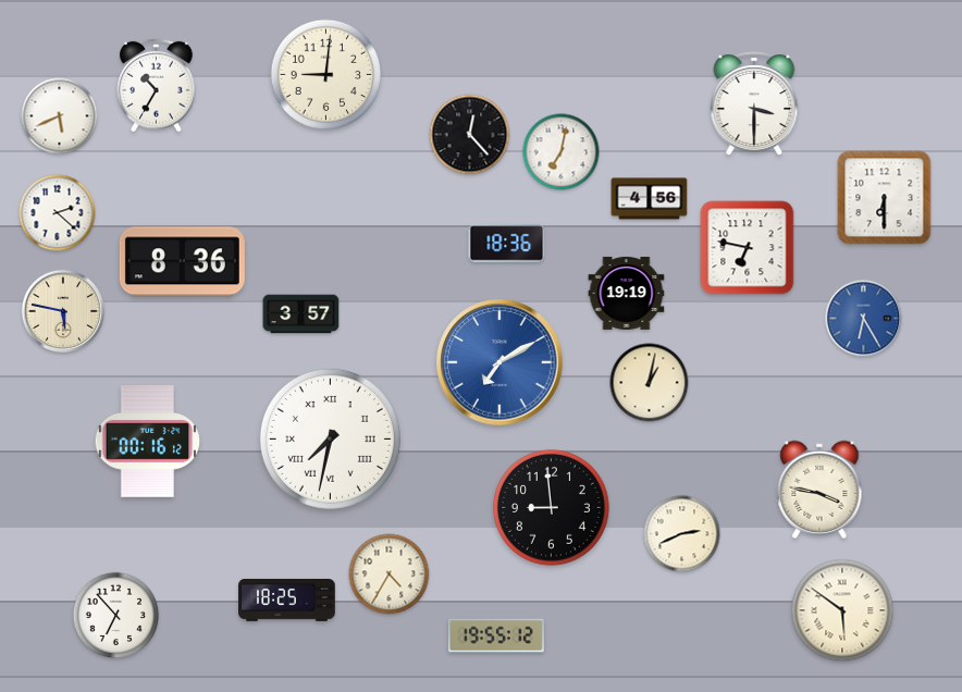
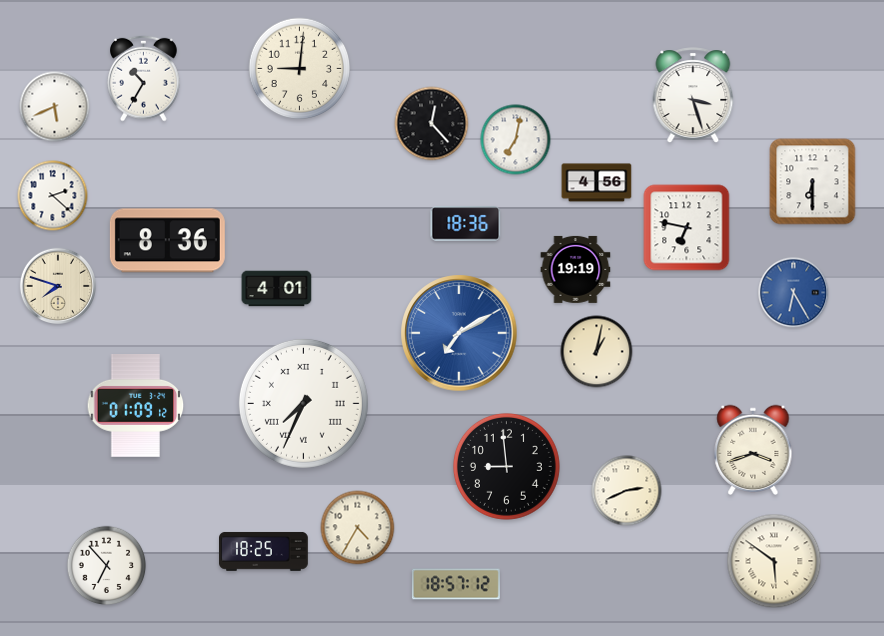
clock at (754, 103): 3:30 -> 3:27
clock at (62, 310): 5:47 -> 7:48
clock at (301, 314): 3:57 -> 4:01
clock at (330, 438): 7:32 -> 7:34
clock at (148, 442): 00:16 -> 01:09
clock at (819, 490): 3:47 -> 3:42
clock at (496, 635): 19:55 -> 18:57
